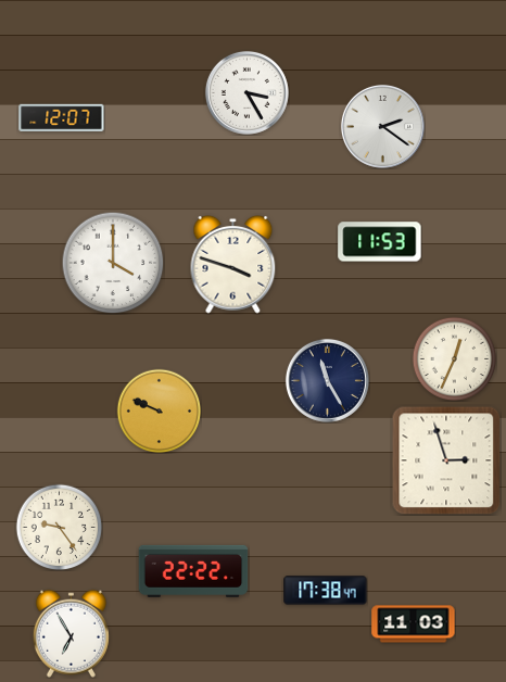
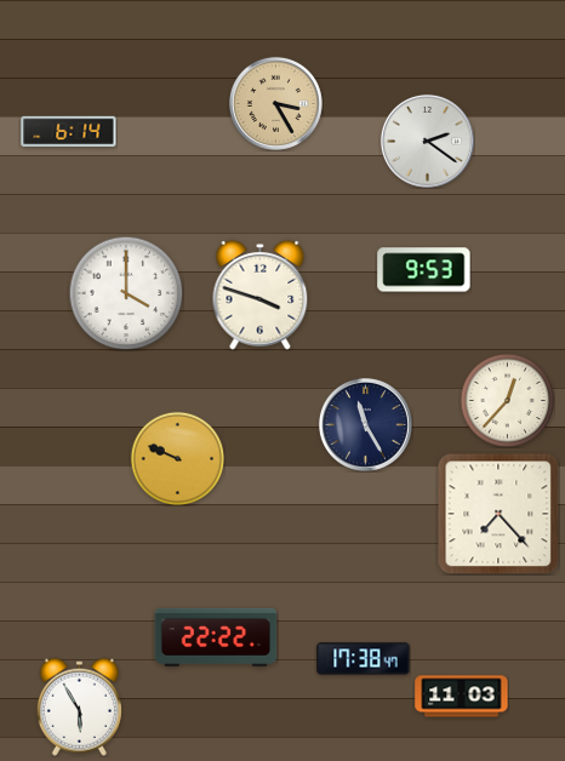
clock at (246, 92) dial: white -> champagne
clock at (62, 117): 12:07 -> 6:14
clock at (380, 242): 11:53 -> 9:53
clock at (454, 358): 12:34 -> 12:37
clock at (446, 460): 2:57 -> 7:23
clock at (59, 527): 9:24 -> none
clock at (71, 633): 6:55 -> 5:55
